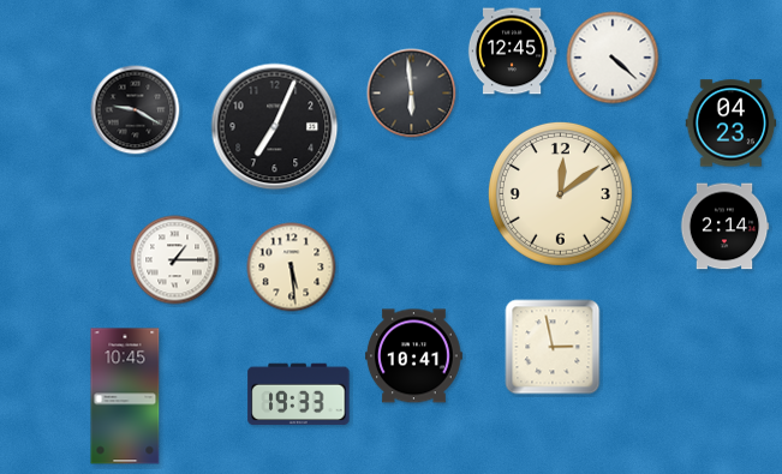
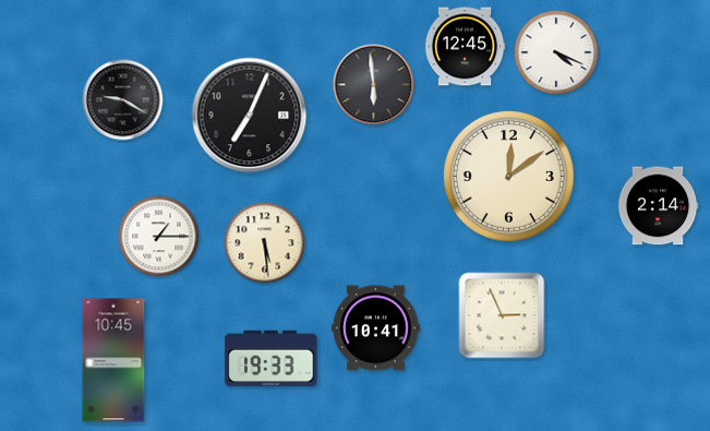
clock at (613, 58): 4:22 -> 4:19
clock at (732, 124): 04:23 -> none
clock at (553, 347): 2:58 -> 2:56
clock at (414, 356) position: (414, 356) -> (376, 328)
